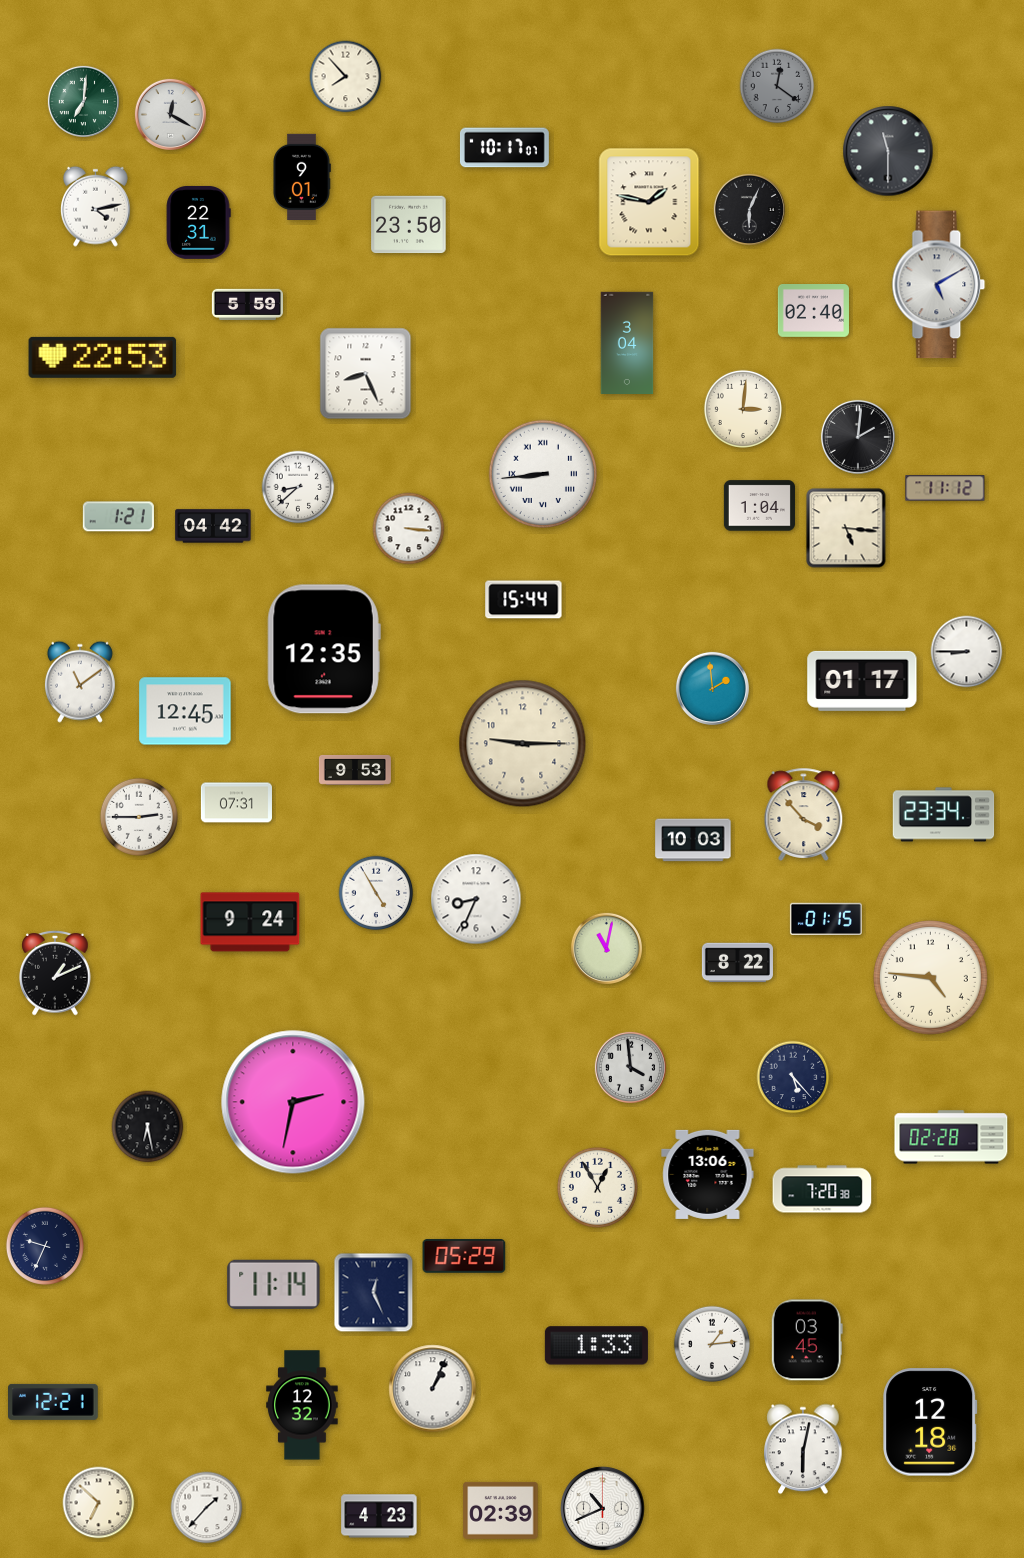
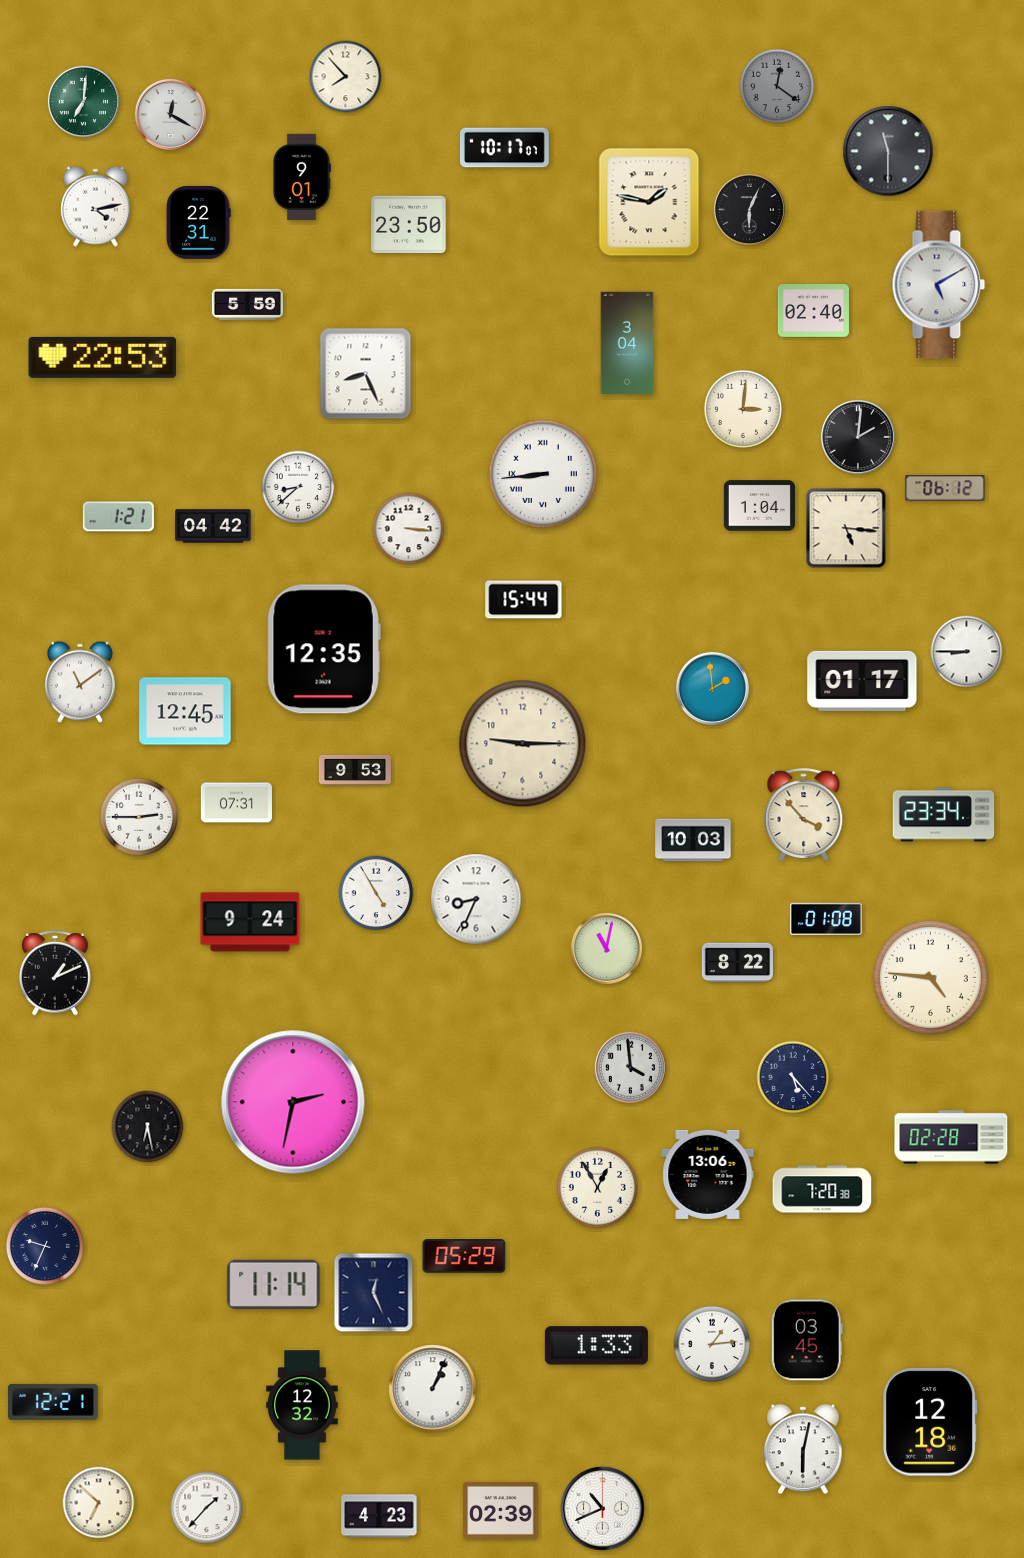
clock at (945, 488): 11:12 -> 06:12
clock at (826, 919): 01:15 -> 01:08
